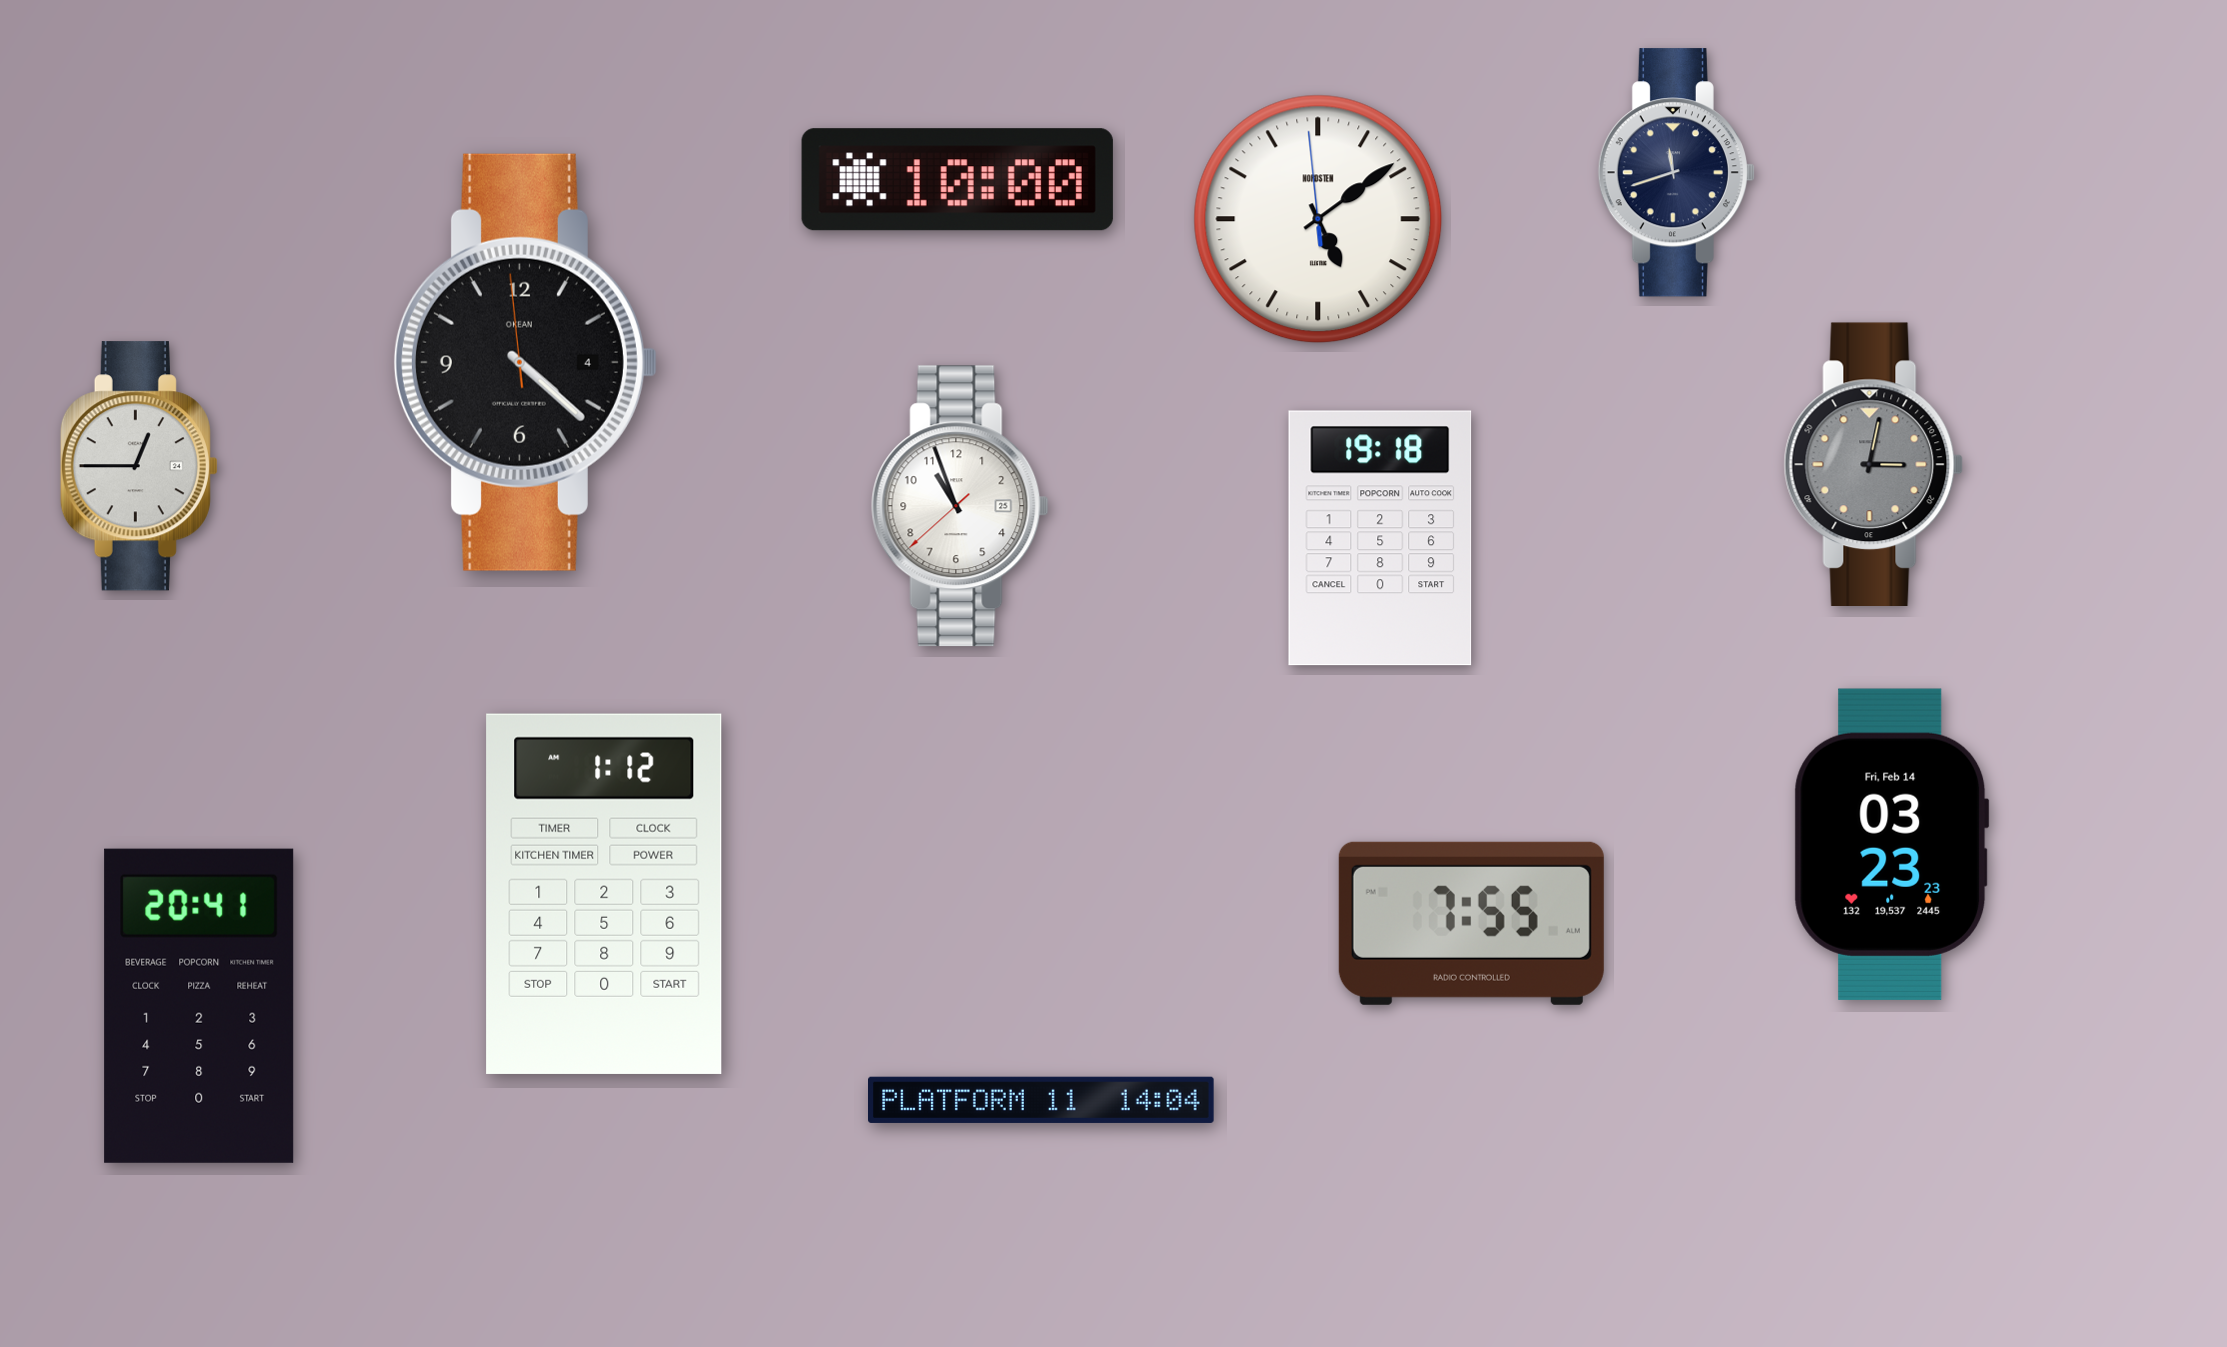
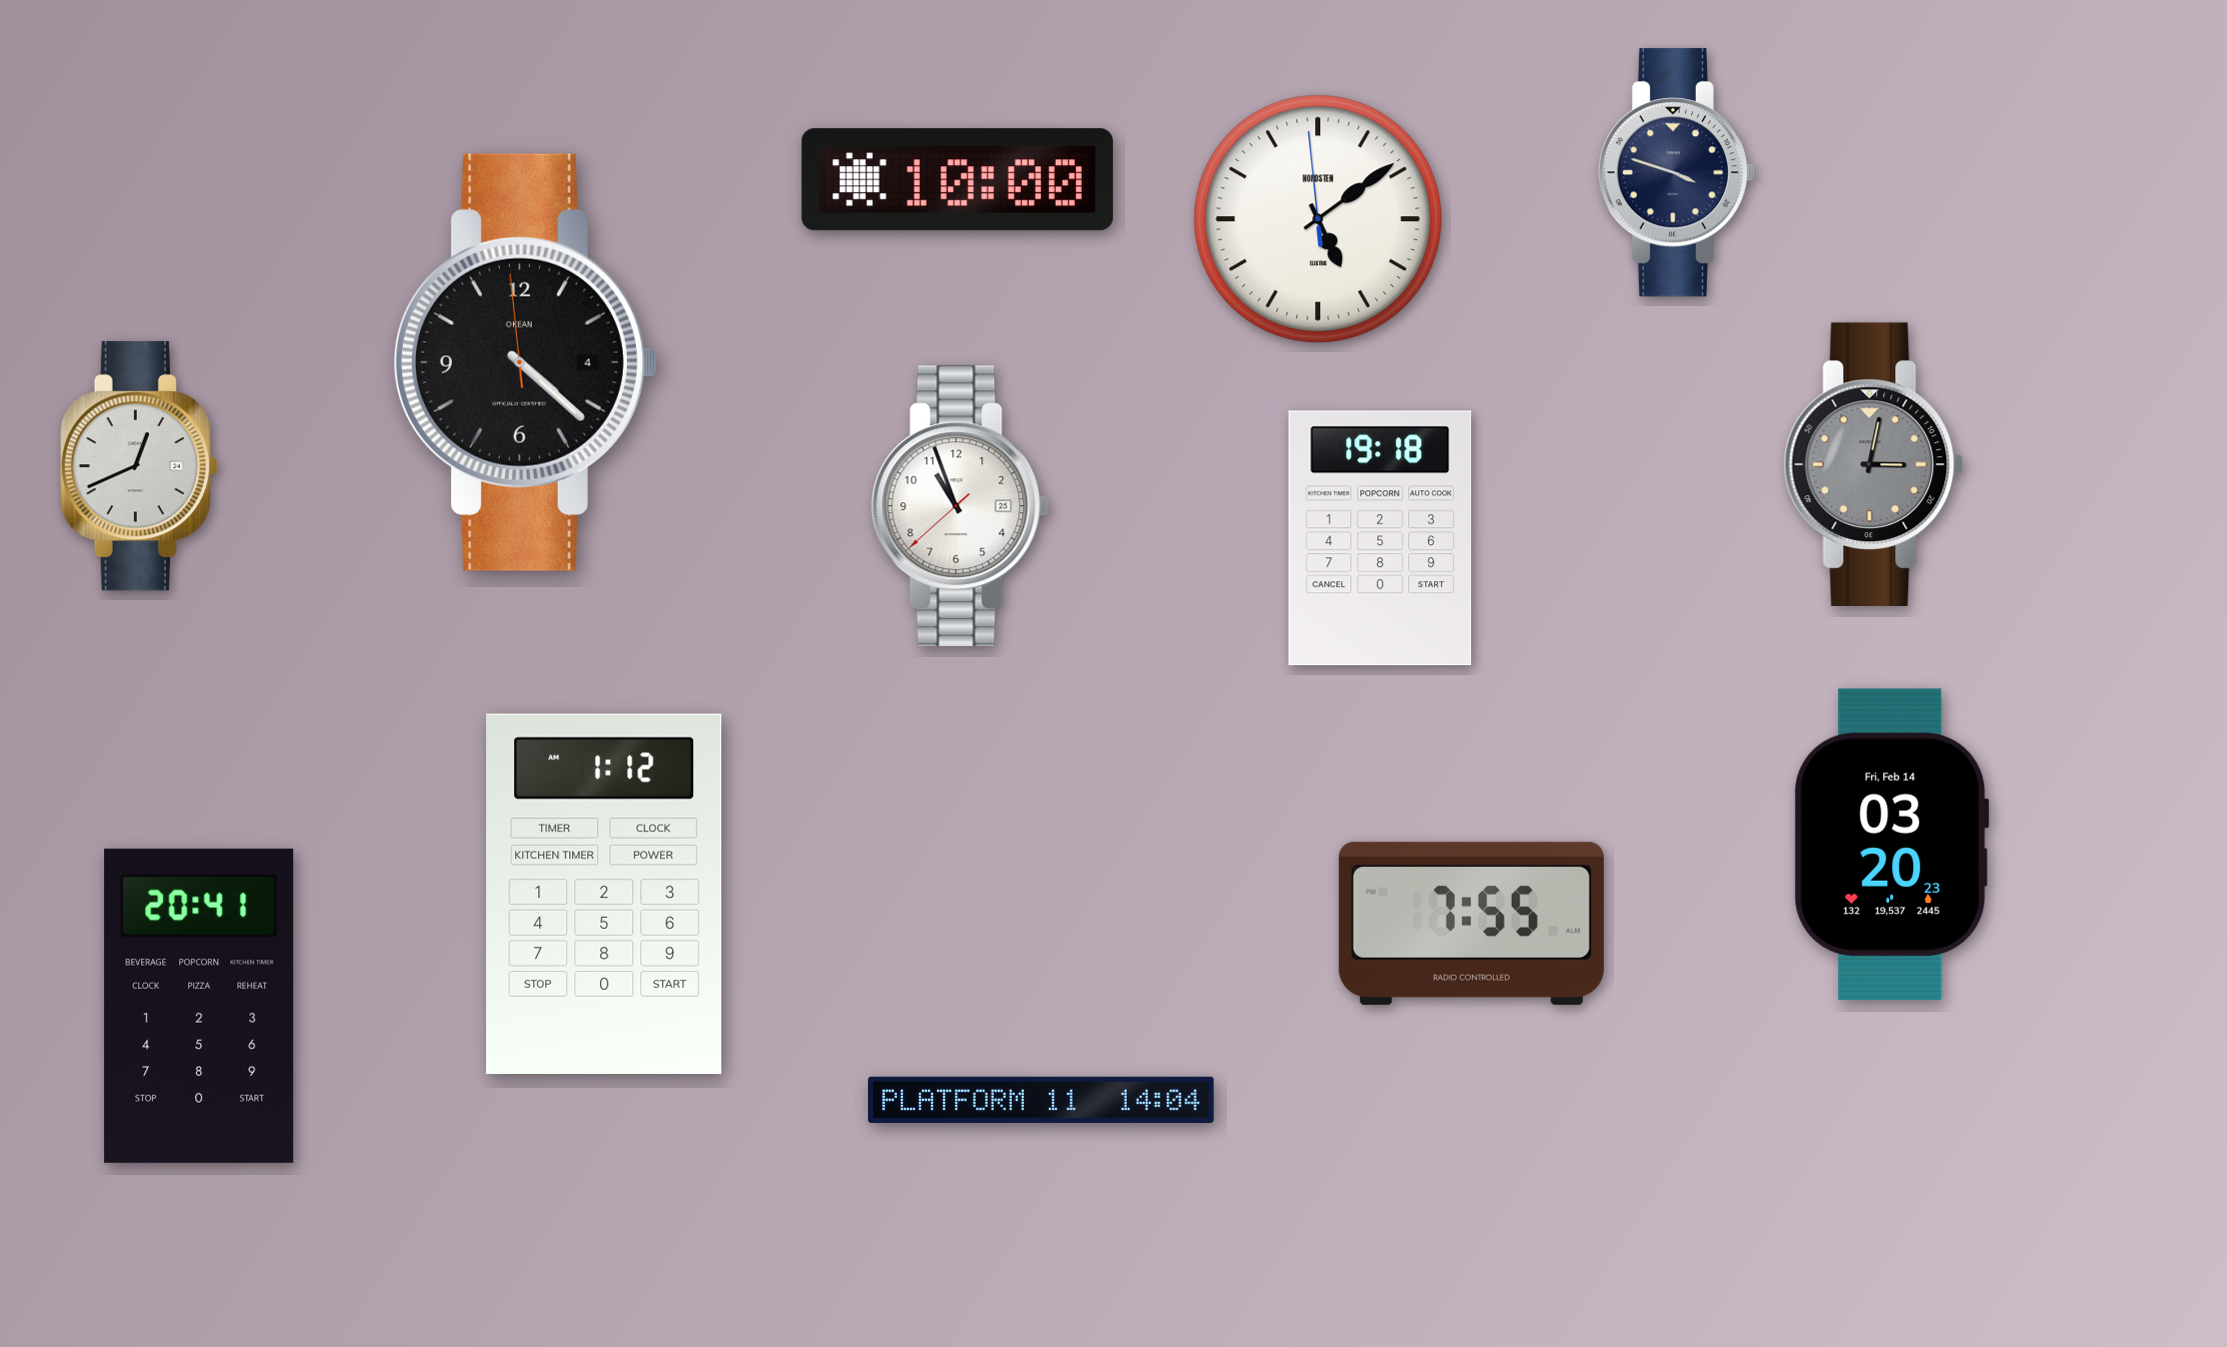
clock at (1676, 173): 11:42 -> 3:48
clock at (139, 466): 12:45 -> 12:41
clock at (1891, 844): 03:23 -> 03:20
